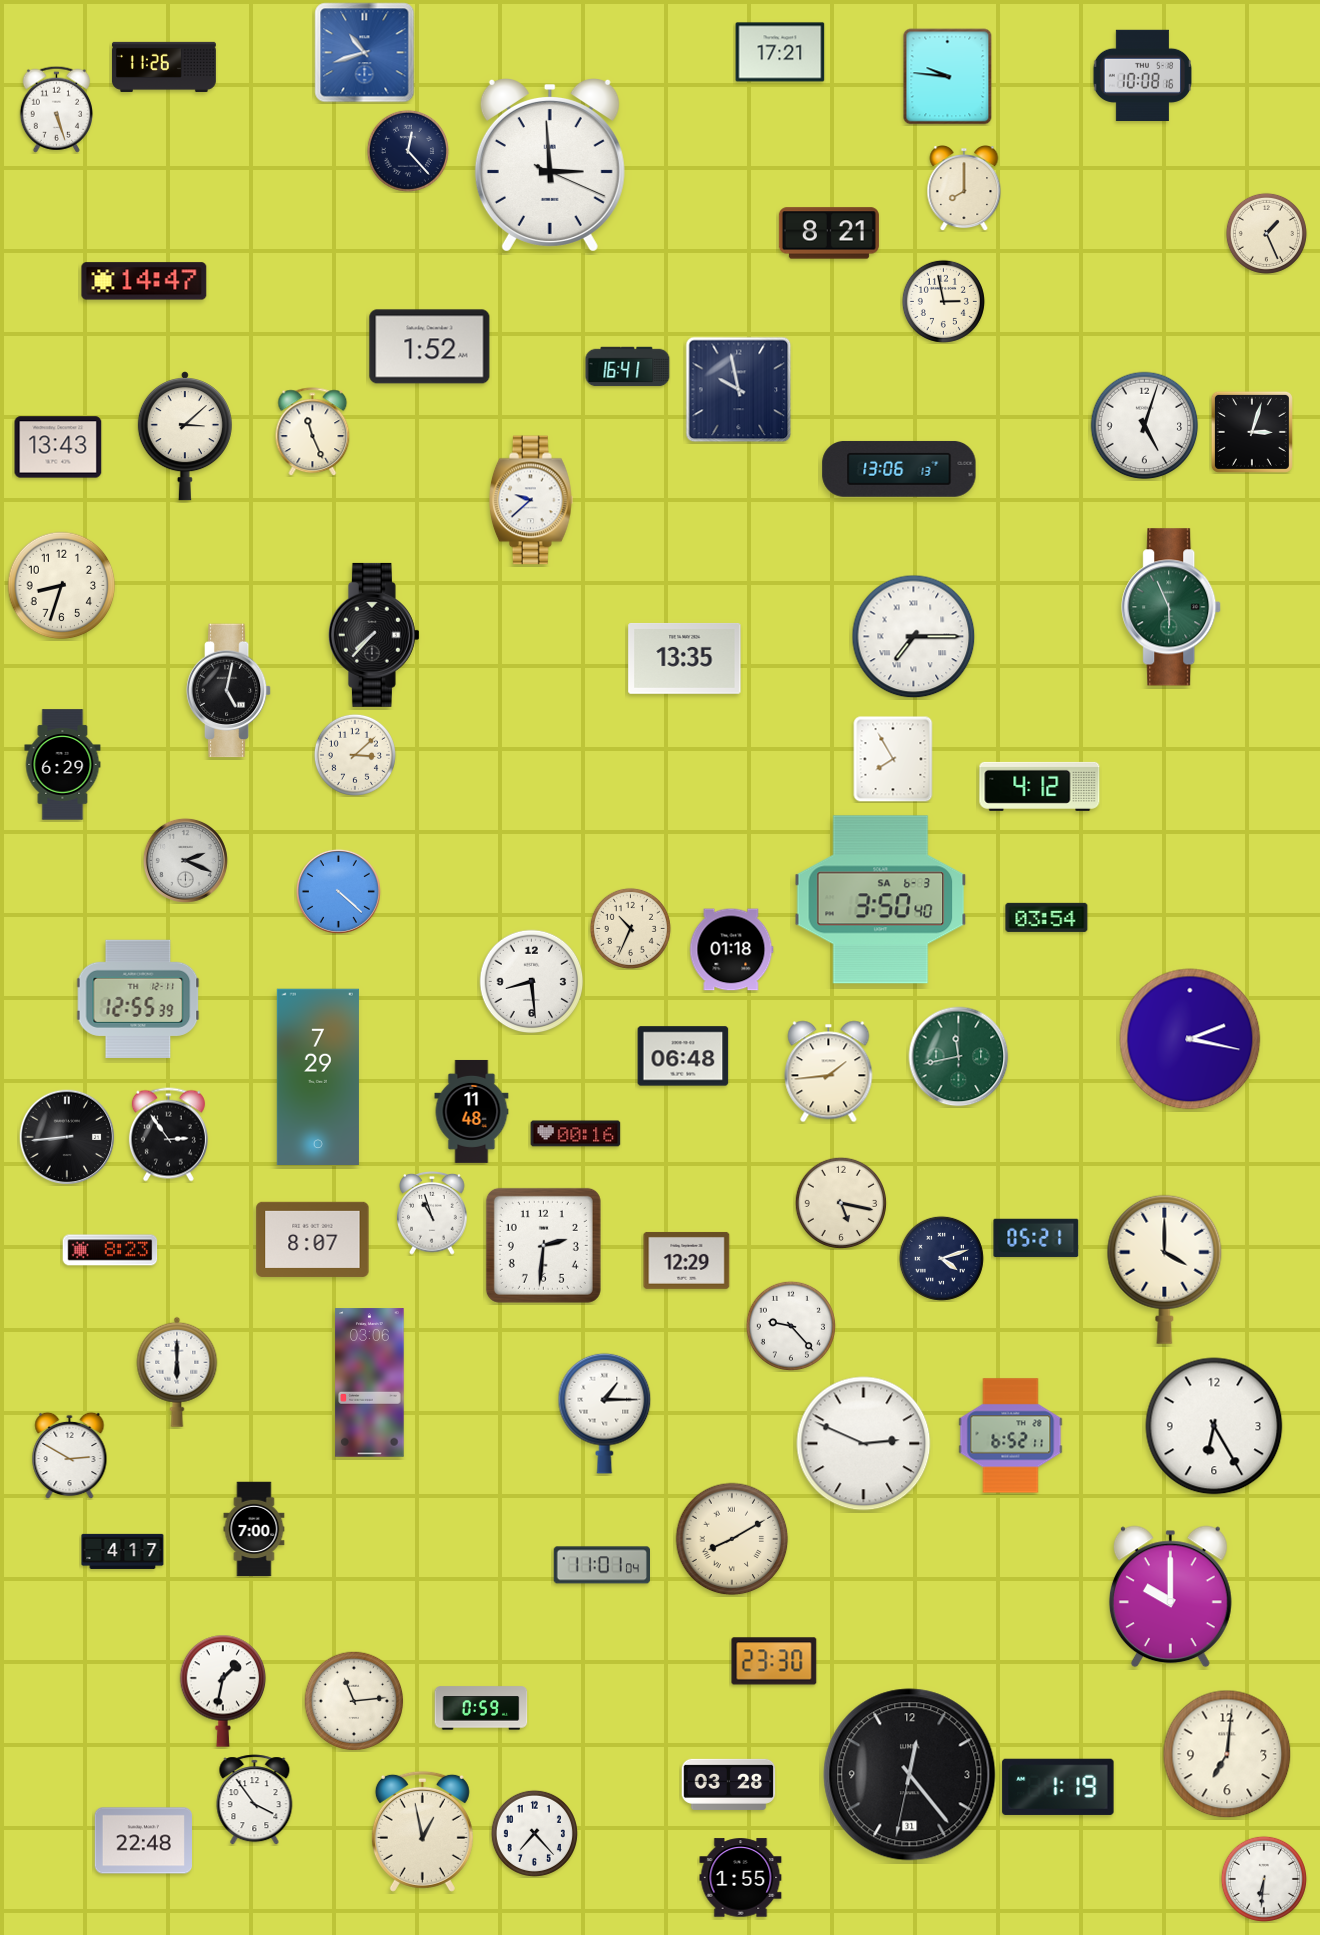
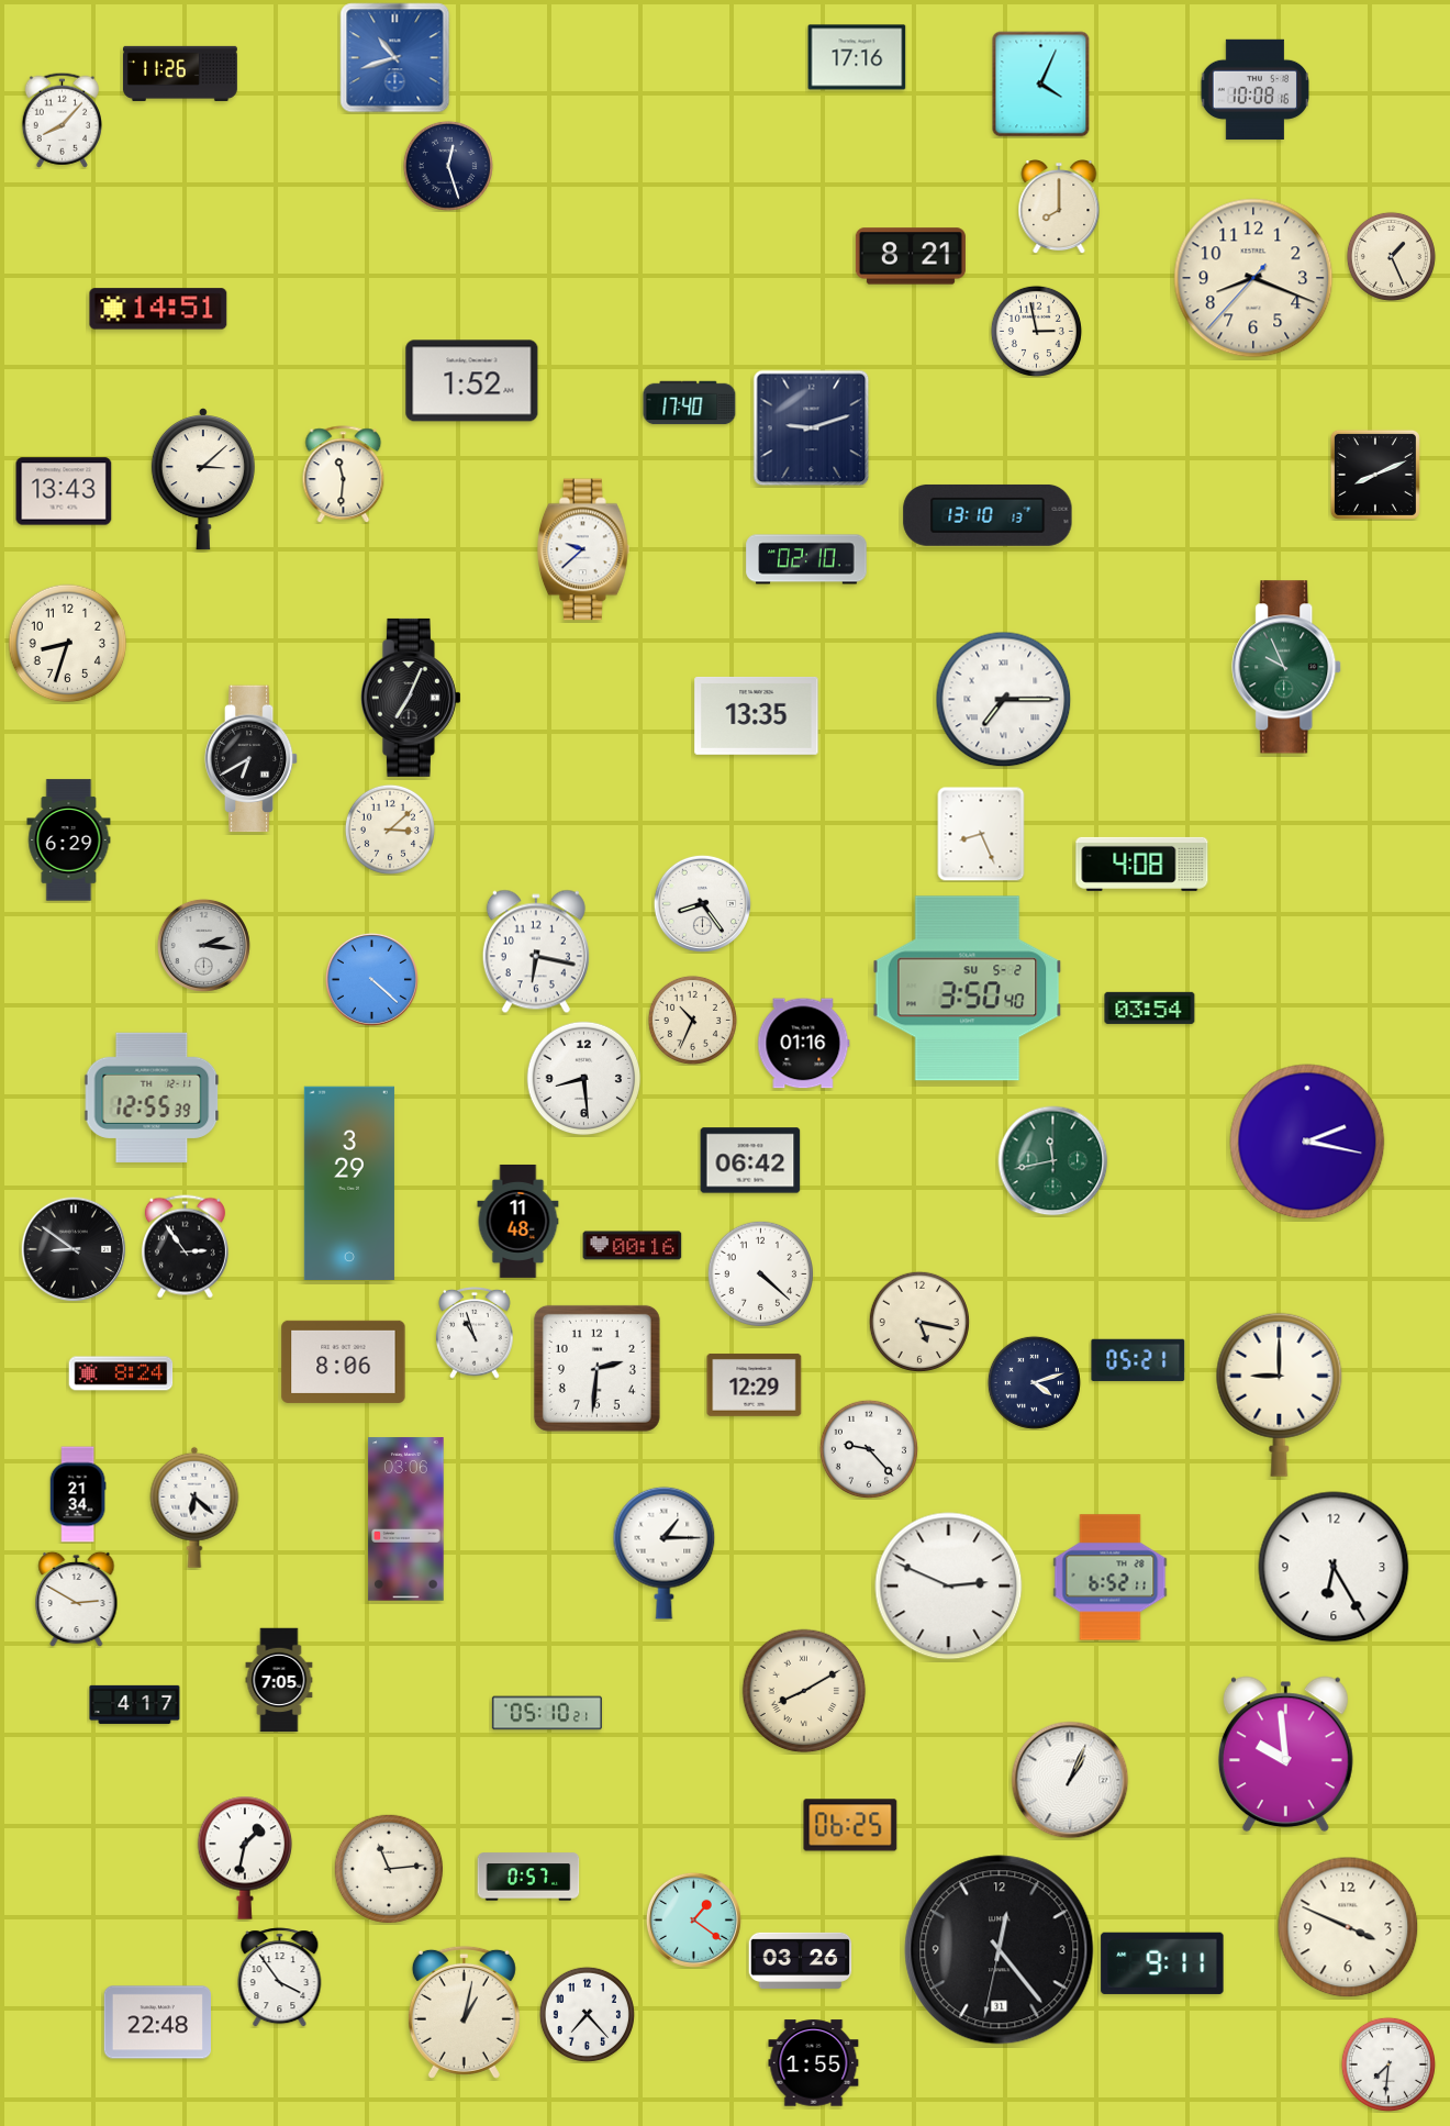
clock at (780, 52): 17:21 -> 17:16
clock at (365, 53) position: (365, 53) -> (395, 58)
clock at (1142, 76) position: (1142, 76) -> (1254, 90)
clock at (948, 77): 9:46 -> 4:04
clock at (56, 109): 5:27 -> 8:07
clock at (408, 151): 12:23 -> 12:27
clock at (550, 166): 2:59 -> none
clock at (1253, 278): none -> 8:18
clock at (144, 281): 14:47 -> 14:51
clock at (628, 367): 16:41 -> 17:40
clock at (739, 390): 9:58 -> 9:12
clock at (1145, 426): 5:03 -> none
clock at (313, 432): 11:26 -> 11:31
clock at (1252, 432): 3:03 -> 8:11
clock at (899, 469): 13:06 -> 13:10
clock at (806, 559): none -> 02:10
clock at (1172, 607): 5:56 -> 9:56
clock at (374, 635): 7:37 -> 7:04
clock at (685, 658) position: (685, 658) -> (757, 715)
clock at (229, 691): 5:02 -> 6:40
clock at (893, 759): 7:55 -> 8:26
clock at (1040, 786): 4:12 -> 4:08
clock at (702, 903): none -> 8:24
clock at (185, 860): 2:19 -> 2:16
clock at (536, 951): none -> 6:17
clock at (881, 900) date: SA 6-3 -> SU 5-2
clock at (732, 950): 01:18 -> 01:16
clock at (683, 1056): 06:48 -> 06:42
clock at (829, 1072): 1:44 -> none
clock at (318, 1076): 7:29 -> 3:29
clock at (67, 1137): 8:44 -> 8:51
clock at (760, 1273): none -> 4:22
clock at (840, 1202) position: (840, 1202) -> (918, 1321)
clock at (313, 1239): 8:07 -> 8:06
clock at (110, 1250): 8:23 -> 8:24
clock at (1165, 1269): 4:00 -> 9:00
clock at (791, 1326) position: (791, 1326) -> (869, 1449)
clock at (78, 1494): none -> 21:34
clock at (177, 1372): 6:00 -> 6:22
clock at (254, 1529): 7:00 -> 7:05
clock at (547, 1713): none -> 05:10
clock at (601, 1565): 11:01 -> none
clock at (1170, 1597): 10:00 -> 9:59
clock at (1070, 1780): none -> 1:04
clock at (774, 1661): 23:30 -> 06:25
clock at (481, 1708): 0:59 -> 0:57
clock at (693, 1919): none -> 1:21
clock at (1227, 1754): 7:01 -> 3:49
clock at (729, 1784): 03:28 -> 03:26
clock at (1058, 1787): 1:19 -> 9:11
clock at (422, 1831): 12:58 -> 1:02
clock at (1264, 1879): 6:31 -> 7:31
